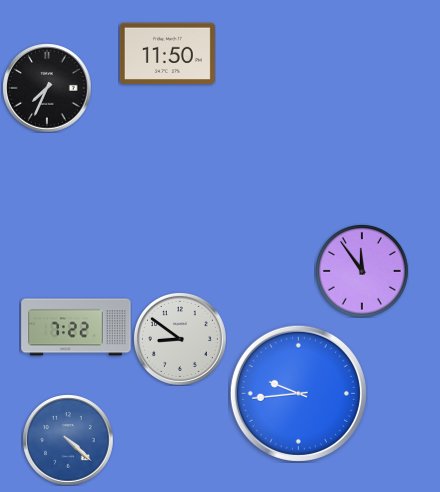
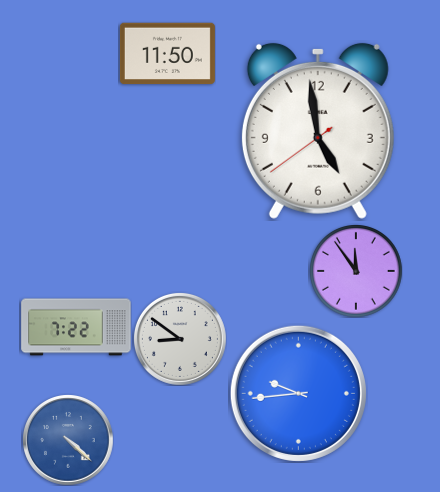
clock at (47, 88): 7:34 -> none
clock at (318, 131): none -> 4:58
clock at (362, 271) position: (362, 271) -> (356, 271)
